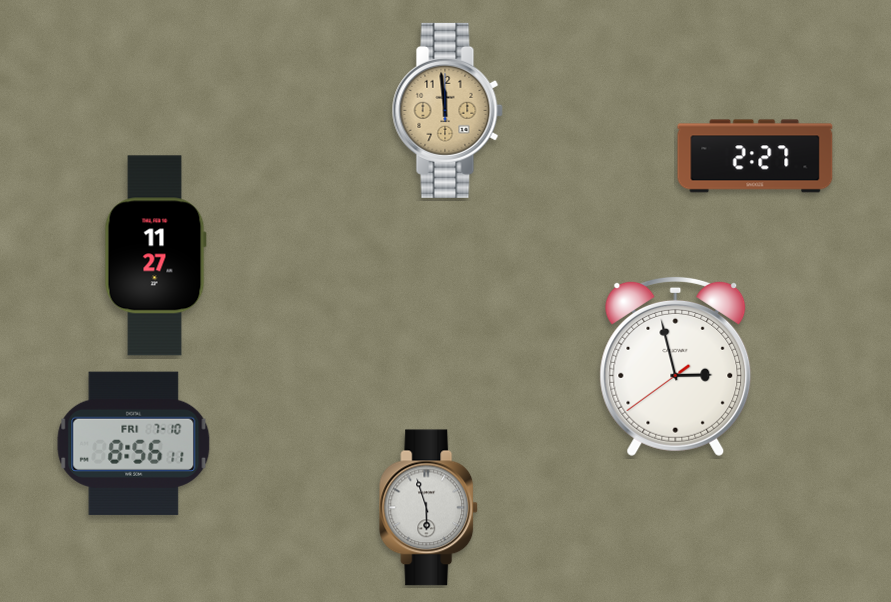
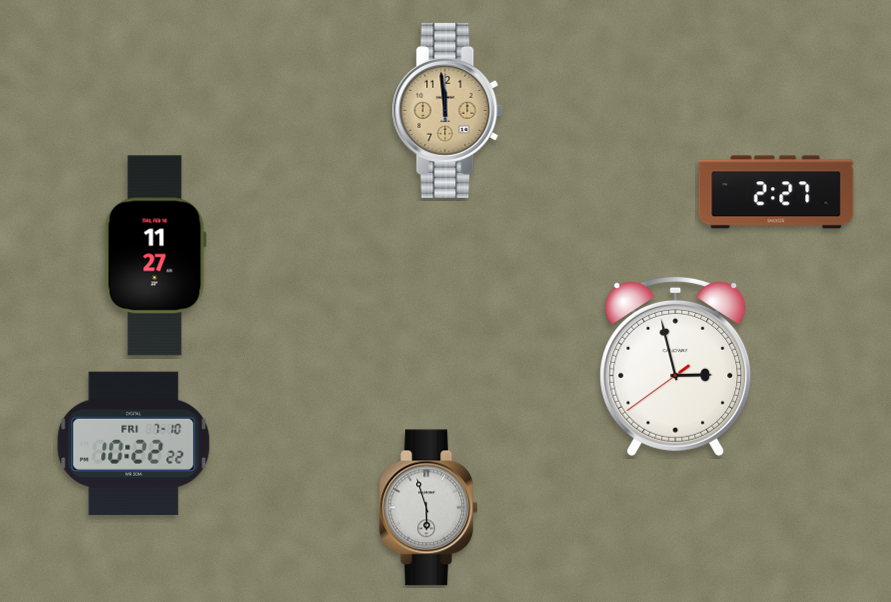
clock at (755, 156) position: (755, 156) -> (776, 192)
clock at (134, 443): 8:56 -> 10:22
